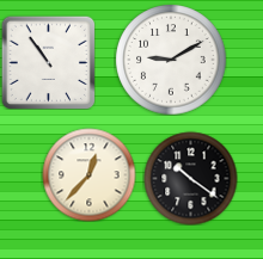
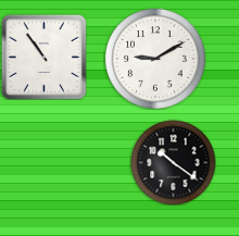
clock at (171, 60) position: (171, 60) -> (155, 59)
clock at (88, 174): 12:37 -> none
